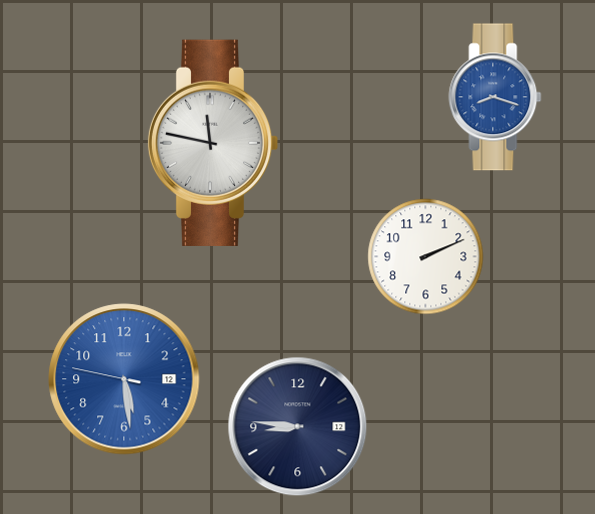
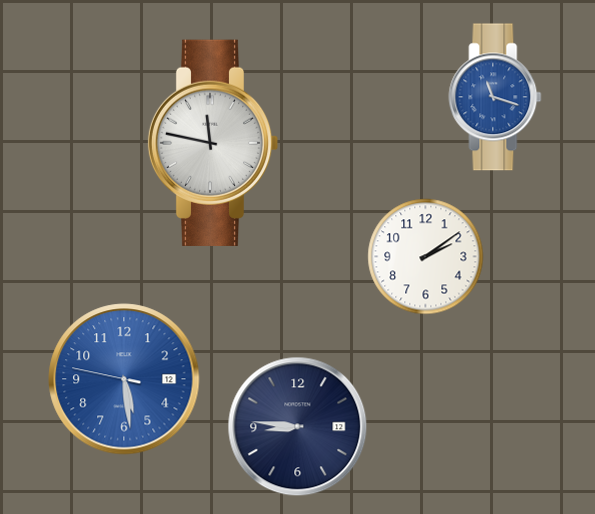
clock at (495, 97): 8:18 -> 11:18
clock at (426, 257): 2:11 -> 2:09
